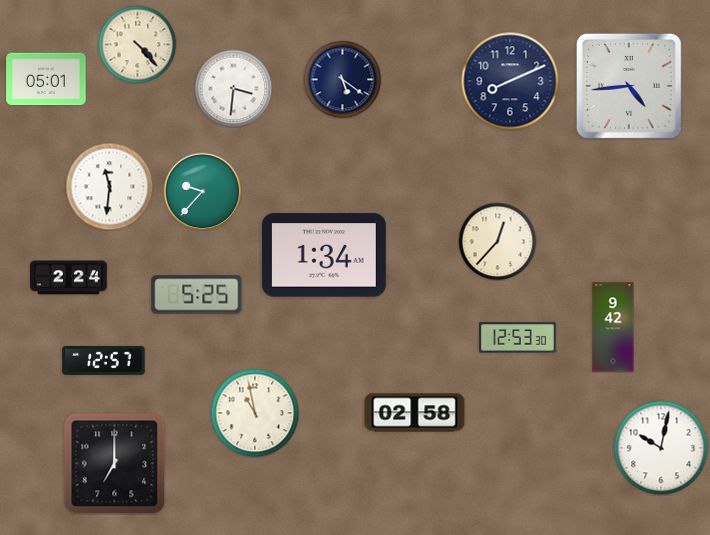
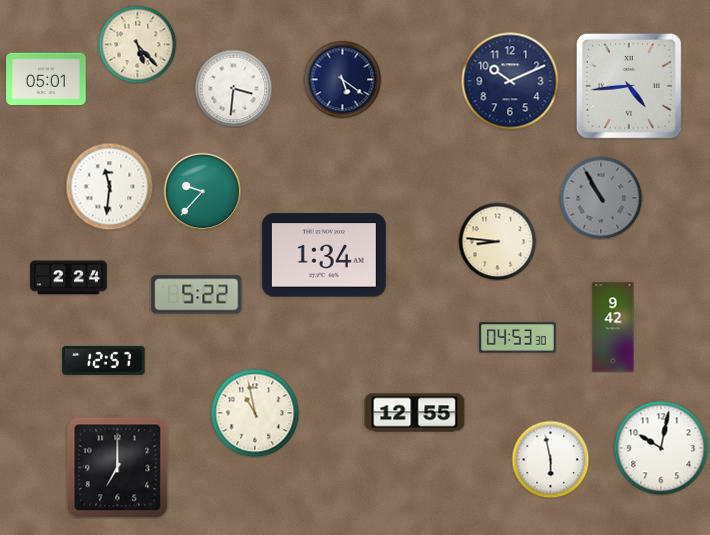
clock at (137, 44): 4:23 -> 5:23
clock at (510, 81): 8:11 -> 10:11
clock at (601, 198): none -> 10:55
clock at (497, 241): 12:37 -> 8:46
clock at (197, 295): 5:25 -> 5:22
clock at (518, 338): 12:53 -> 04:53
clock at (415, 413): 02:58 -> 12:55
clock at (550, 459): none -> 5:58
clock at (114, 463) position: (114, 463) -> (117, 467)
